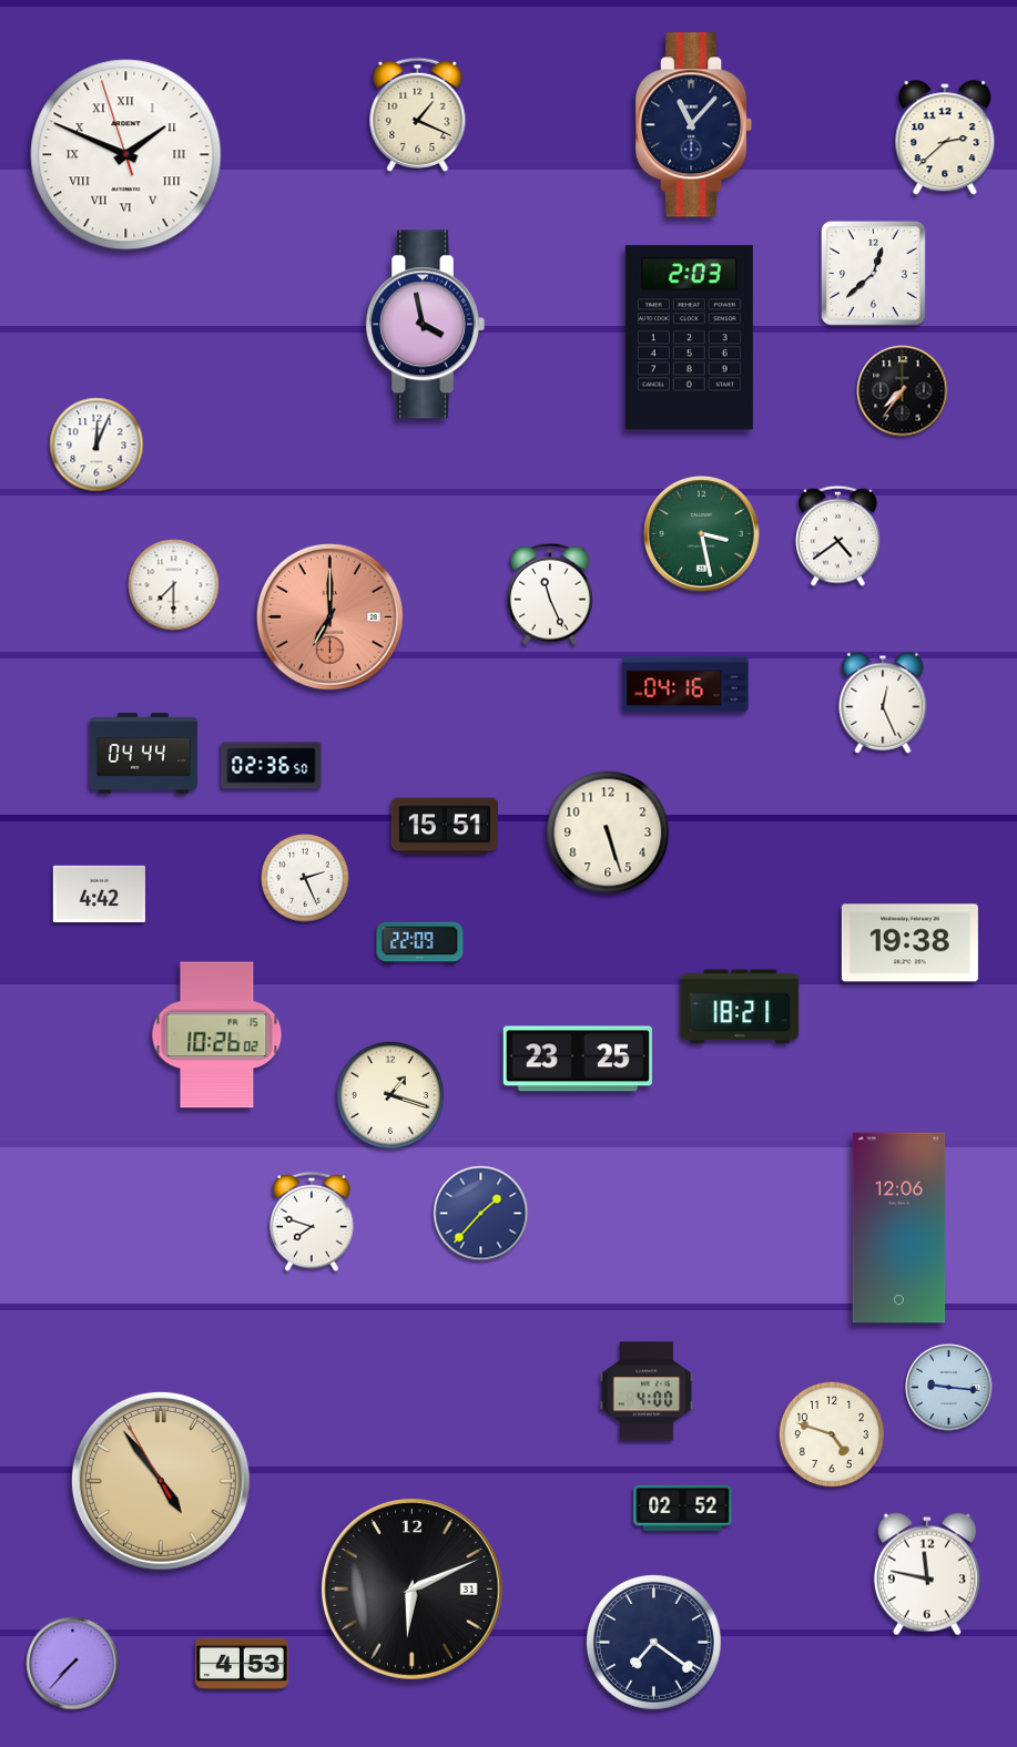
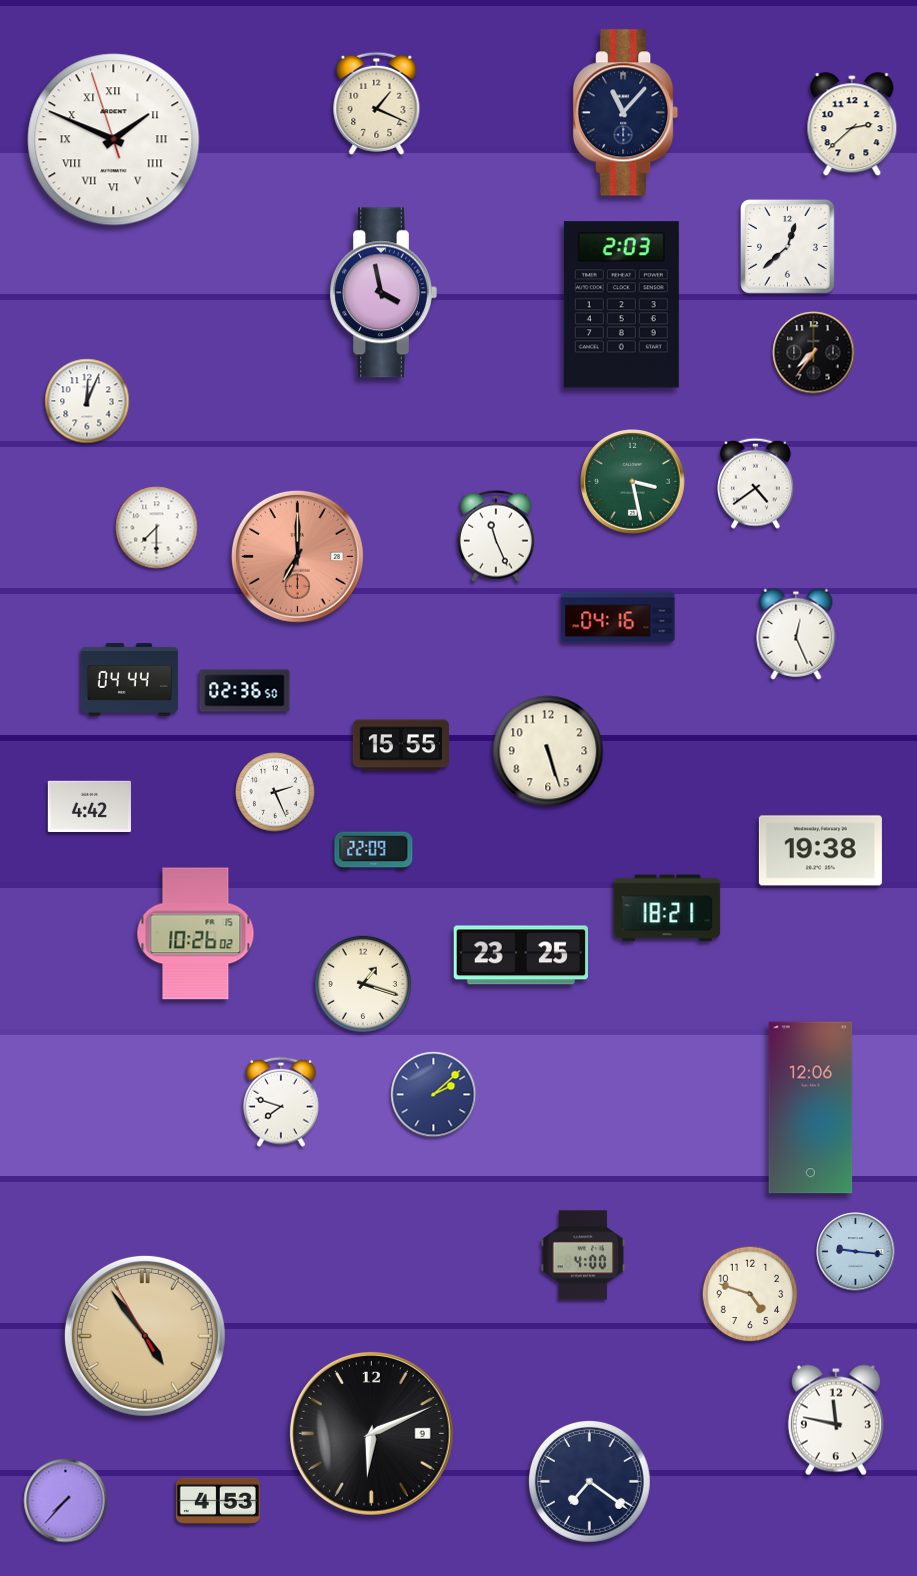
clock at (445, 826): 15:51 -> 15:55
clock at (420, 943) position: (420, 943) -> (374, 851)
clock at (390, 1095) position: (390, 1095) -> (363, 984)
clock at (481, 1214): 1:37 -> 2:08
clock at (683, 1508): 02:52 -> none
clock at (413, 1590) date: 31 -> 9
